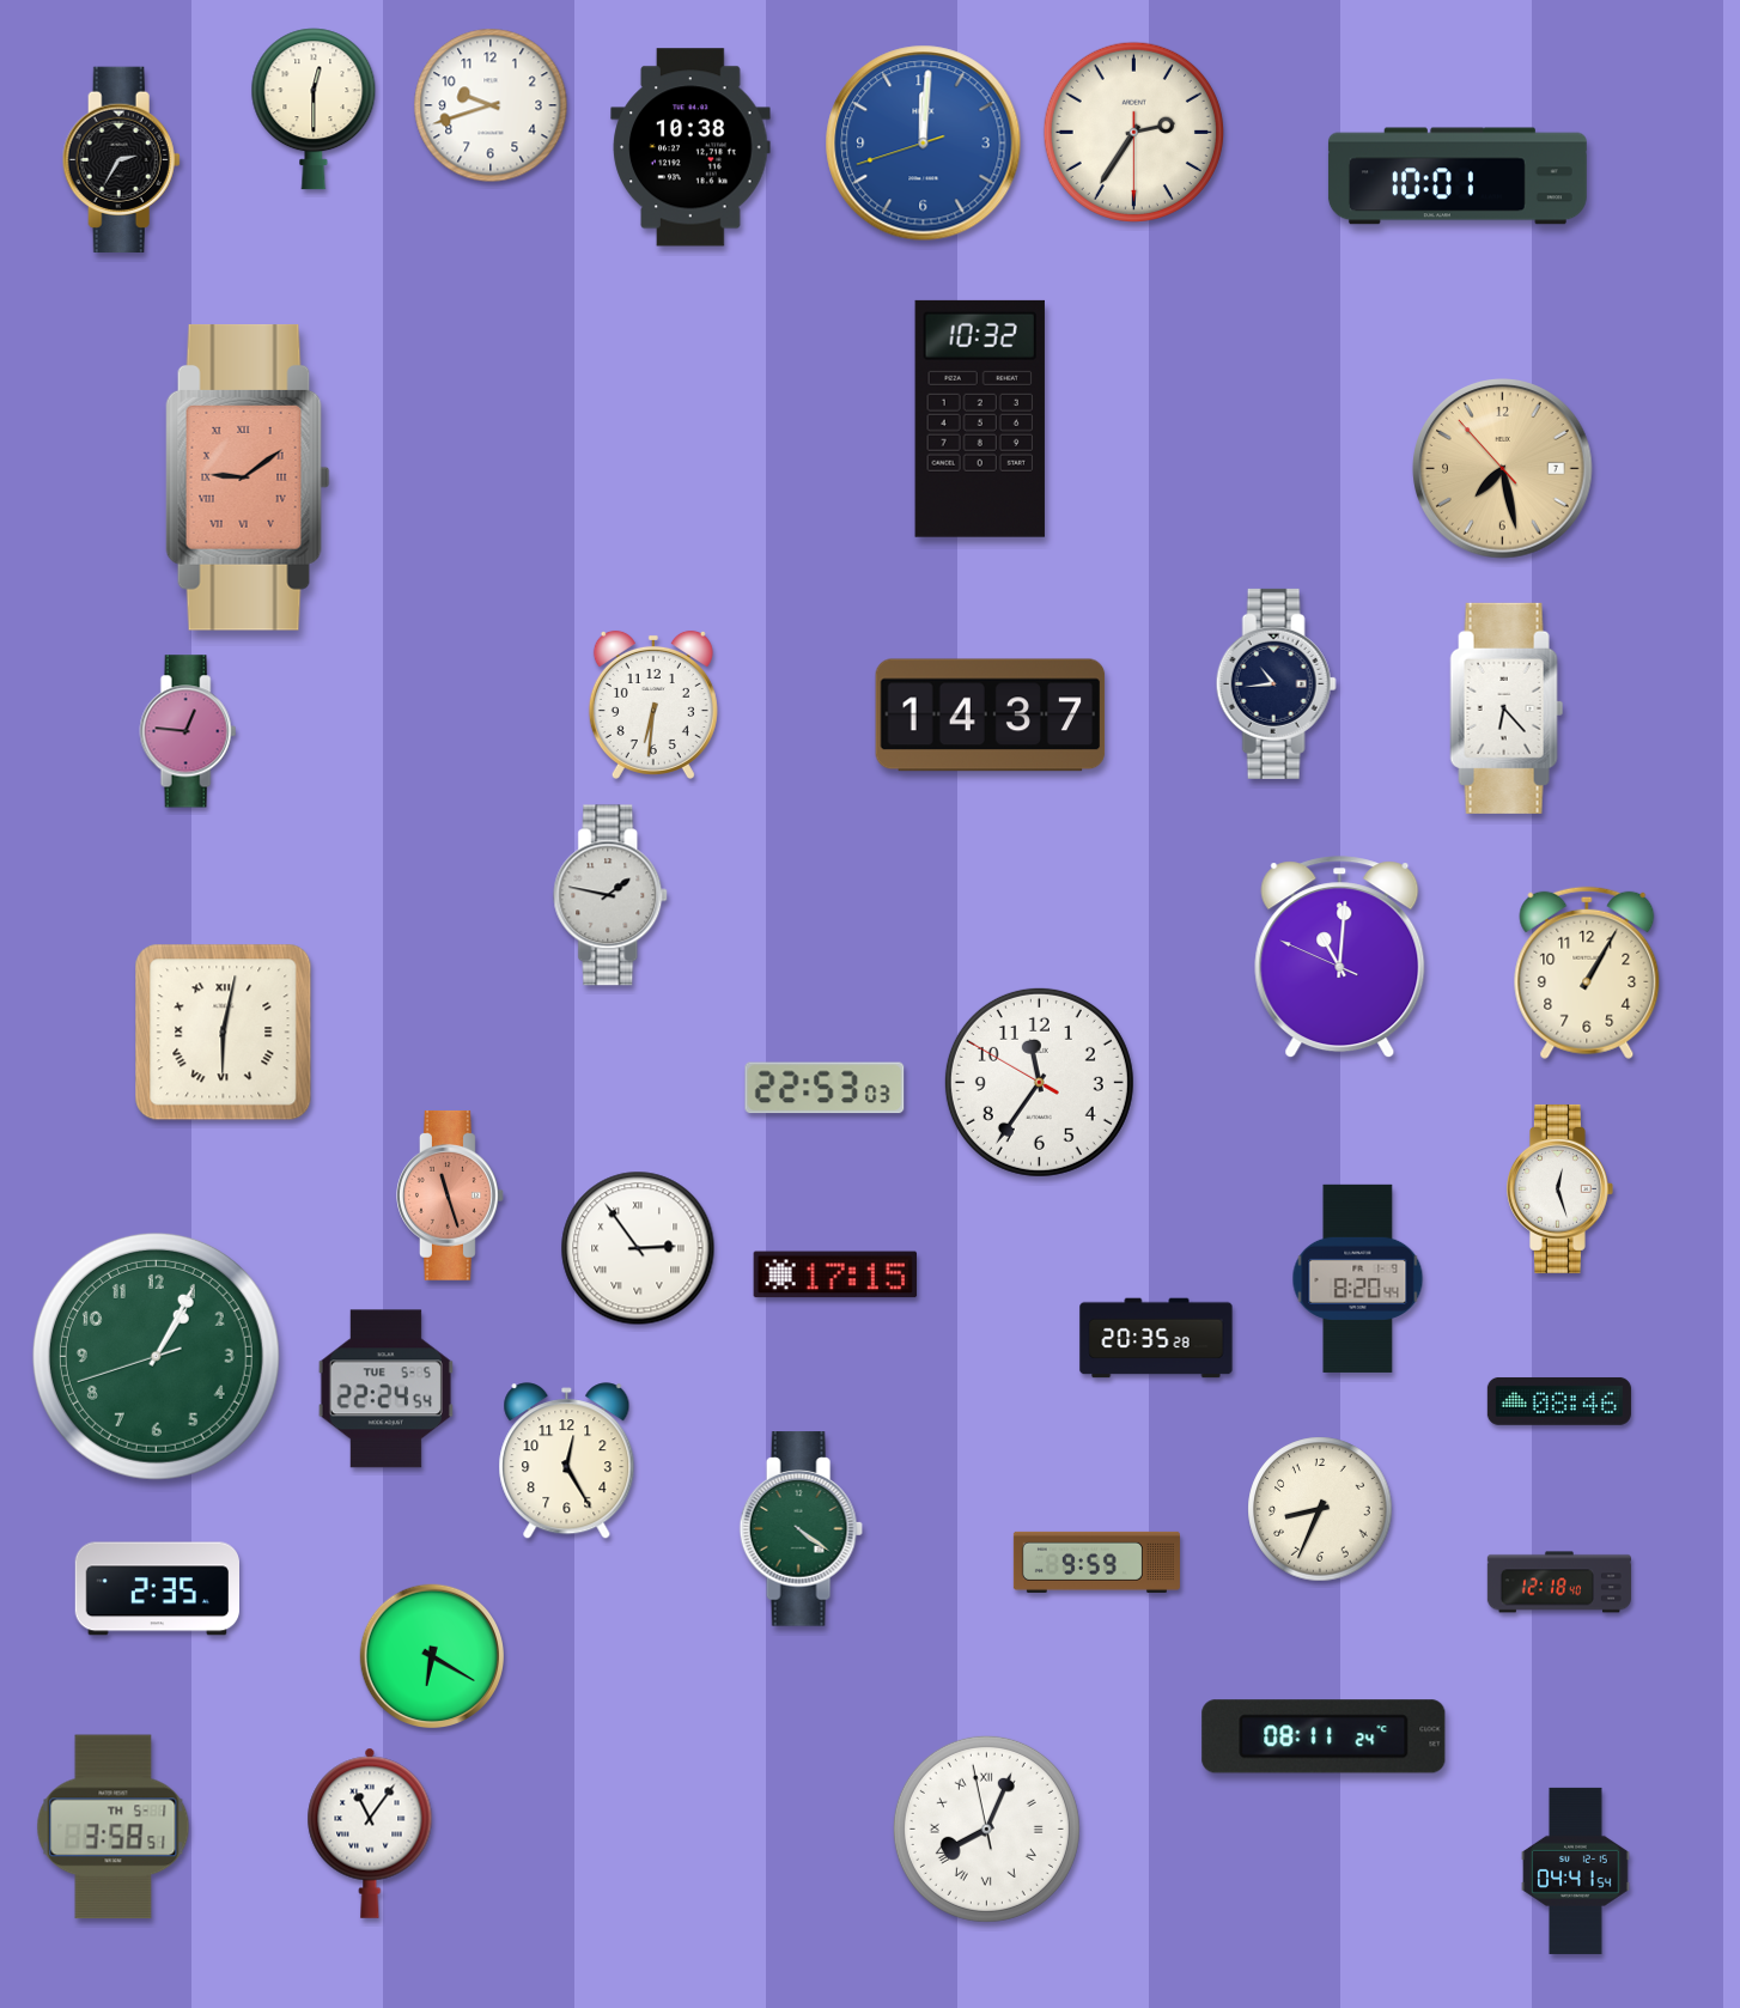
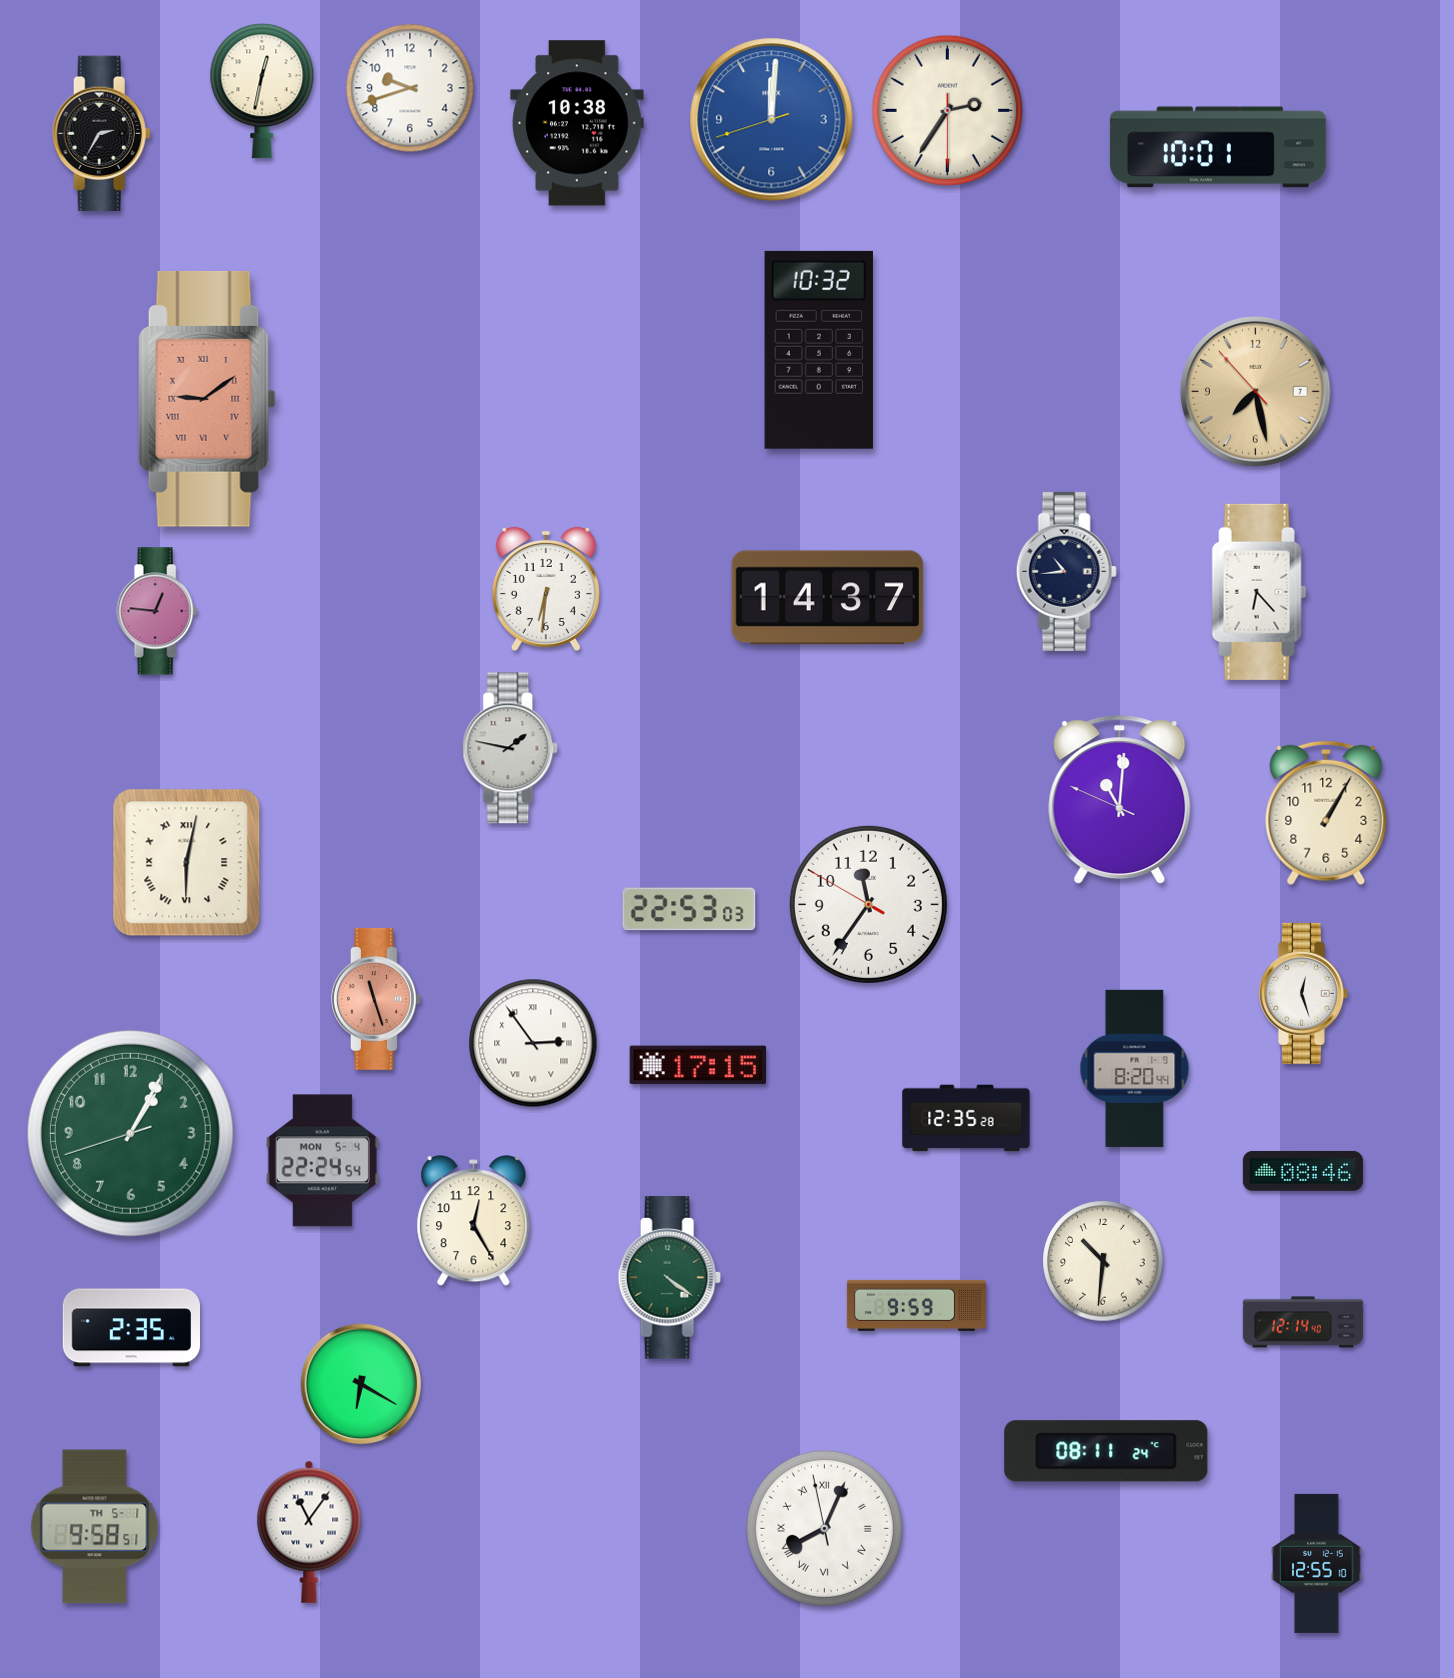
clock at (314, 109): 12:30 -> 12:32
clock at (1156, 1338): 20:35 -> 12:35
clock at (385, 1389) date: TUE 5-5 -> MON 5-4
clock at (1320, 1509): 8:34 -> 10:31
clock at (1559, 1582): 12:18 -> 12:14
clock at (114, 1827): 3:58 -> 9:58
clock at (1576, 1870): 04:41 -> 12:55
